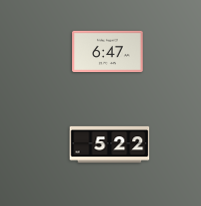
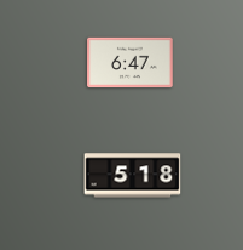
clock at (110, 145): 5:22 -> 5:18
